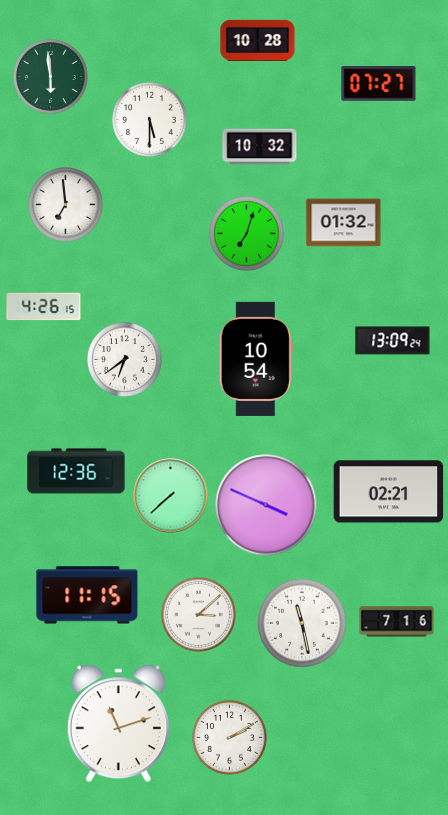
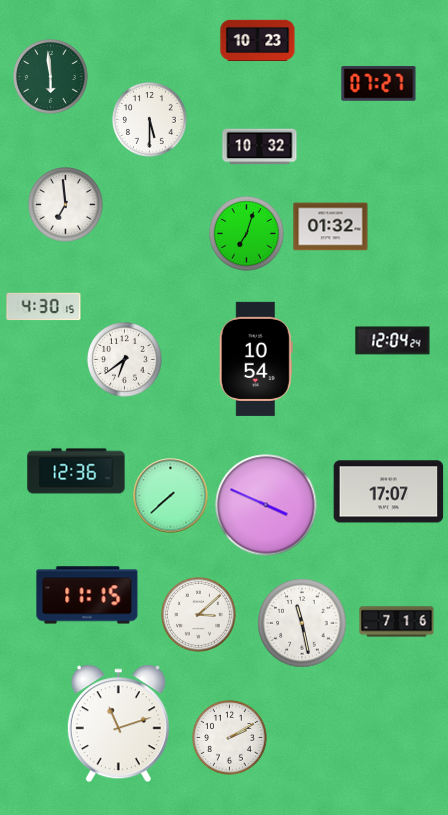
clock at (258, 40): 10:28 -> 10:23
clock at (344, 223) position: (344, 223) -> (331, 227)
clock at (44, 307): 4:26 -> 4:30
clock at (393, 341): 13:09 -> 12:04
clock at (389, 492): 02:21 -> 17:07
